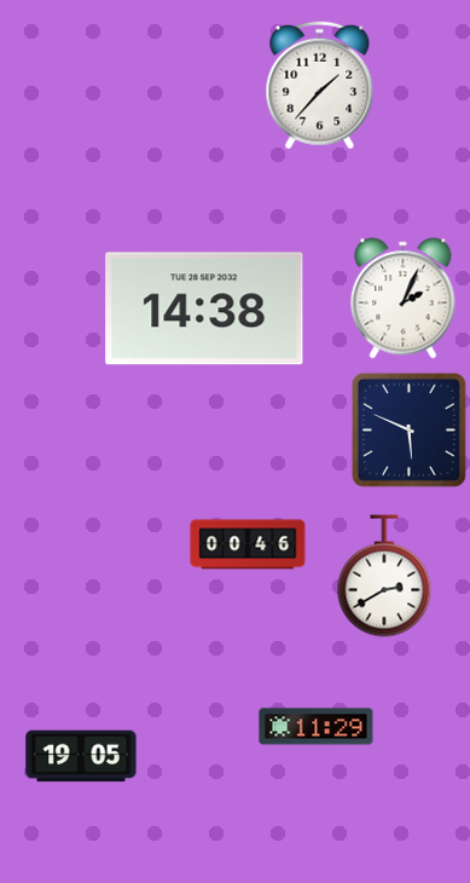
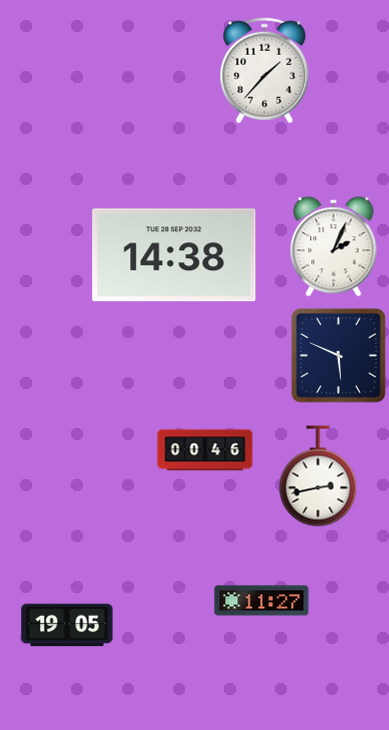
clock at (204, 308) position: (204, 308) -> (174, 255)
clock at (384, 576): 2:40 -> 2:43
clock at (317, 727): 11:29 -> 11:27
